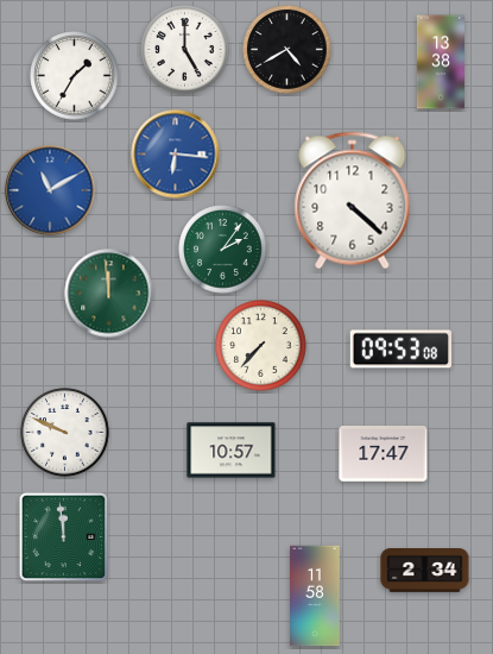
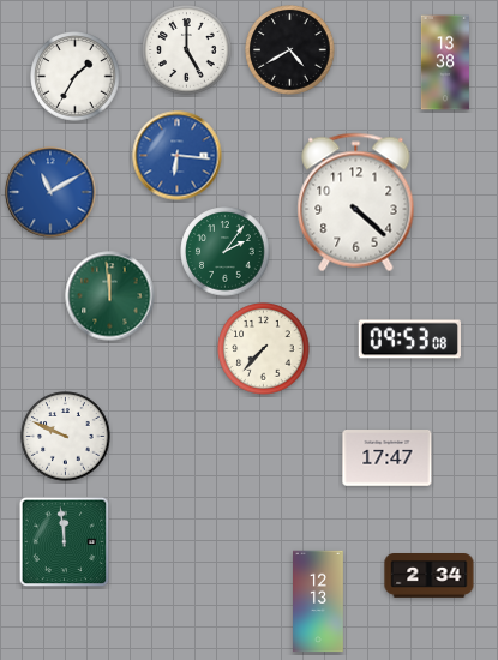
clock at (400, 350) position: (400, 350) -> (409, 340)
clock at (232, 451): 10:57 -> none
clock at (316, 596): 11:58 -> 12:13
